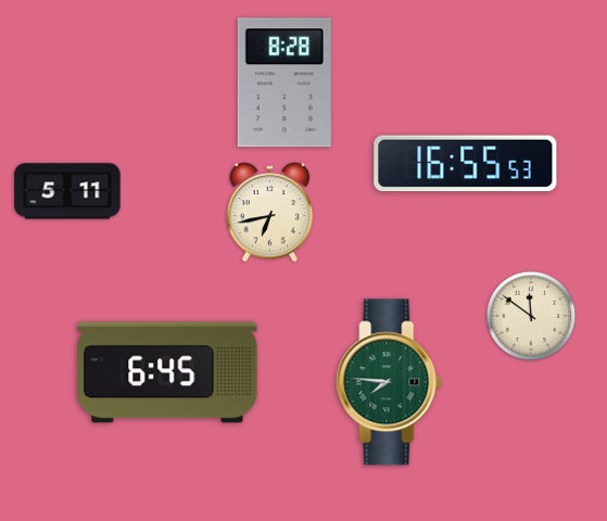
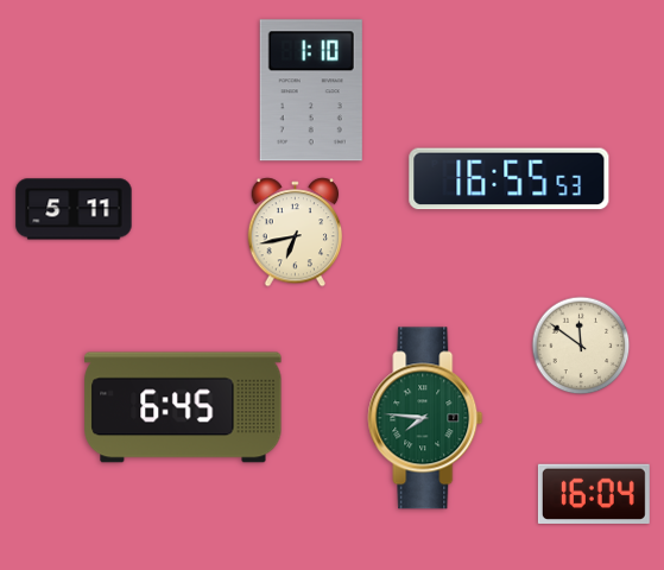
clock at (284, 82): 8:28 -> 1:10
clock at (594, 493): none -> 16:04
